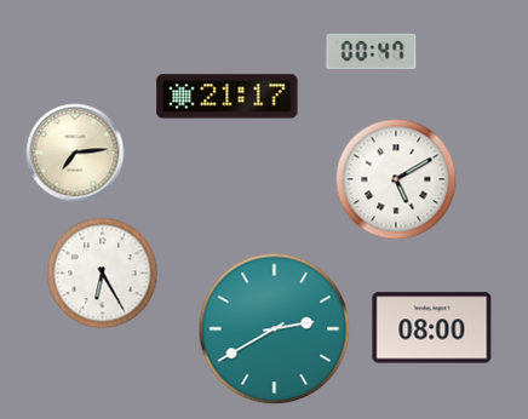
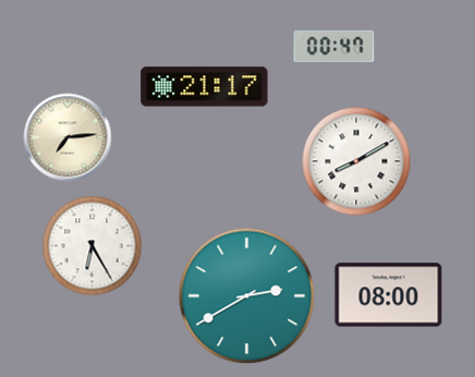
clock at (396, 179): 5:10 -> 8:10
